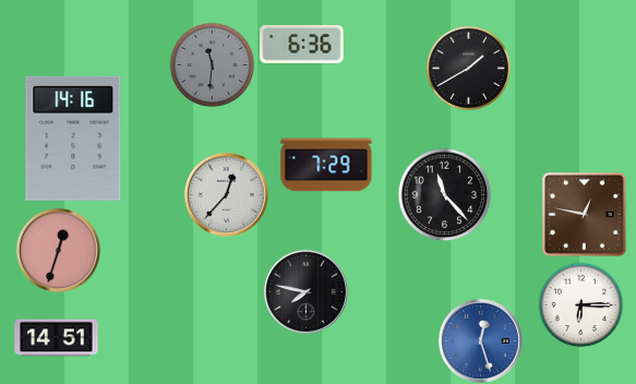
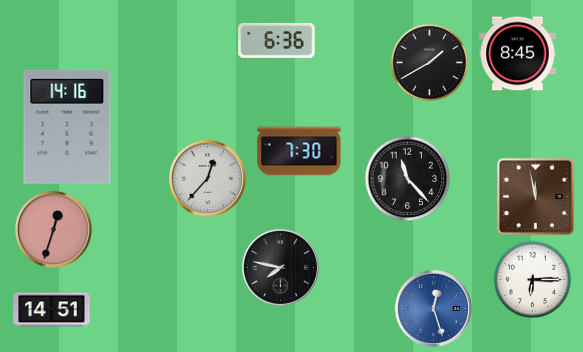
clock at (518, 54): none -> 8:45
clock at (212, 64): 11:31 -> none
clock at (326, 165): 7:29 -> 7:30
clock at (584, 214): 12:47 -> 11:58
clock at (480, 340) position: (480, 340) -> (433, 308)
